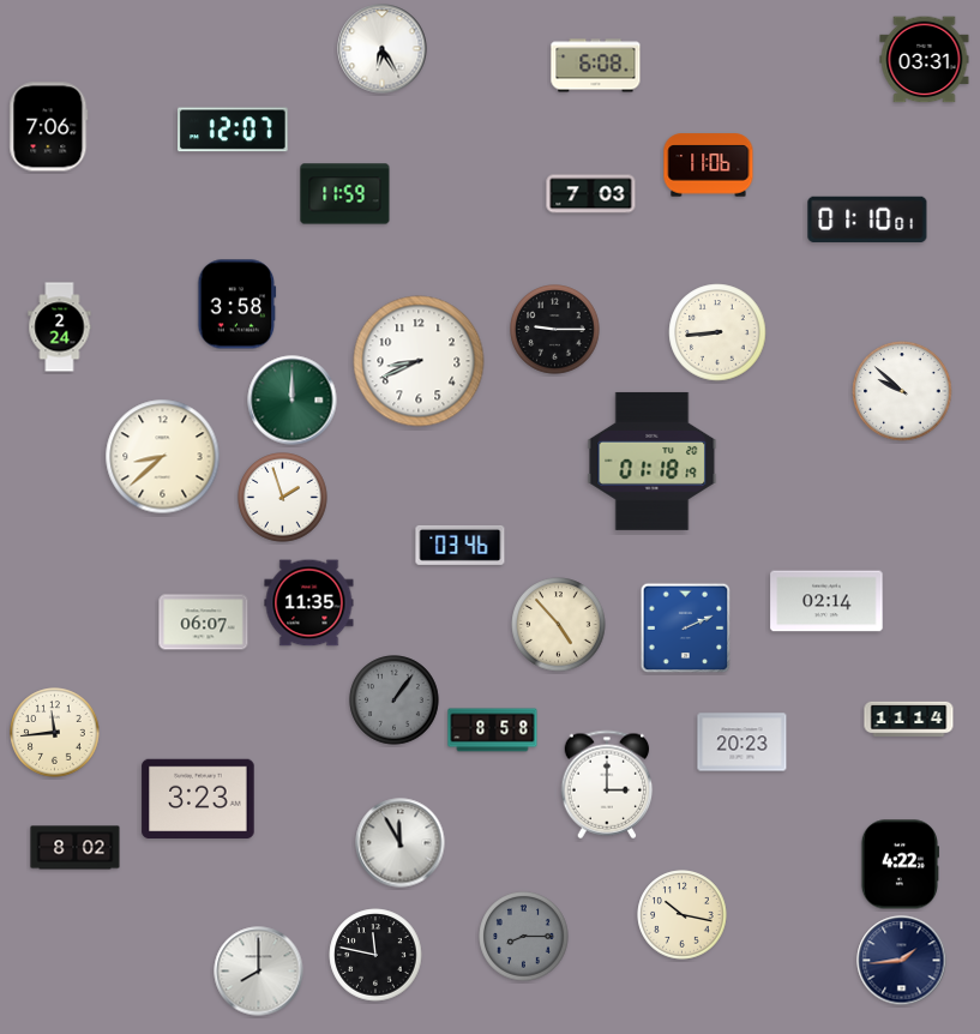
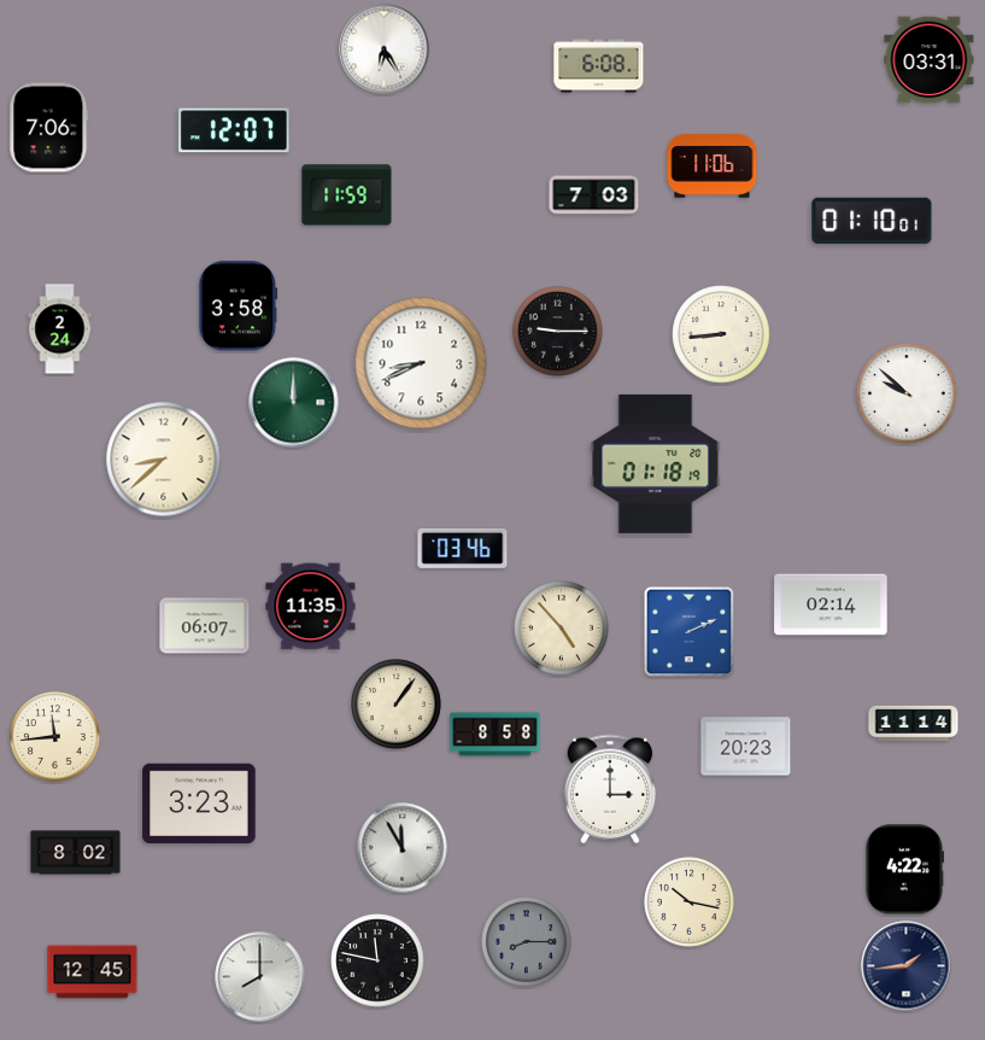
clock at (283, 498): 1:57 -> none
clock at (395, 701) dial: grey -> cream
clock at (683, 915) position: (683, 915) -> (690, 902)
clock at (93, 972): none -> 12:45
